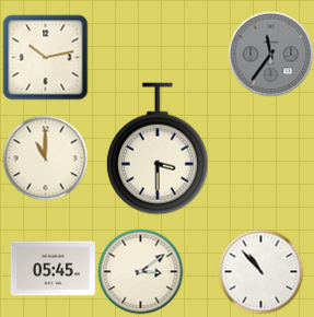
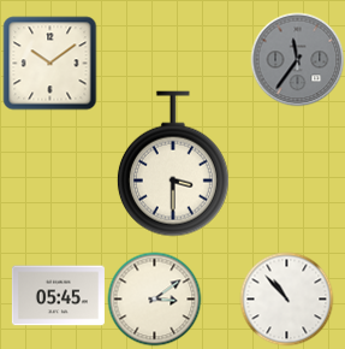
clock at (45, 57): 10:13 -> 10:09
clock at (45, 157): 11:00 -> none
